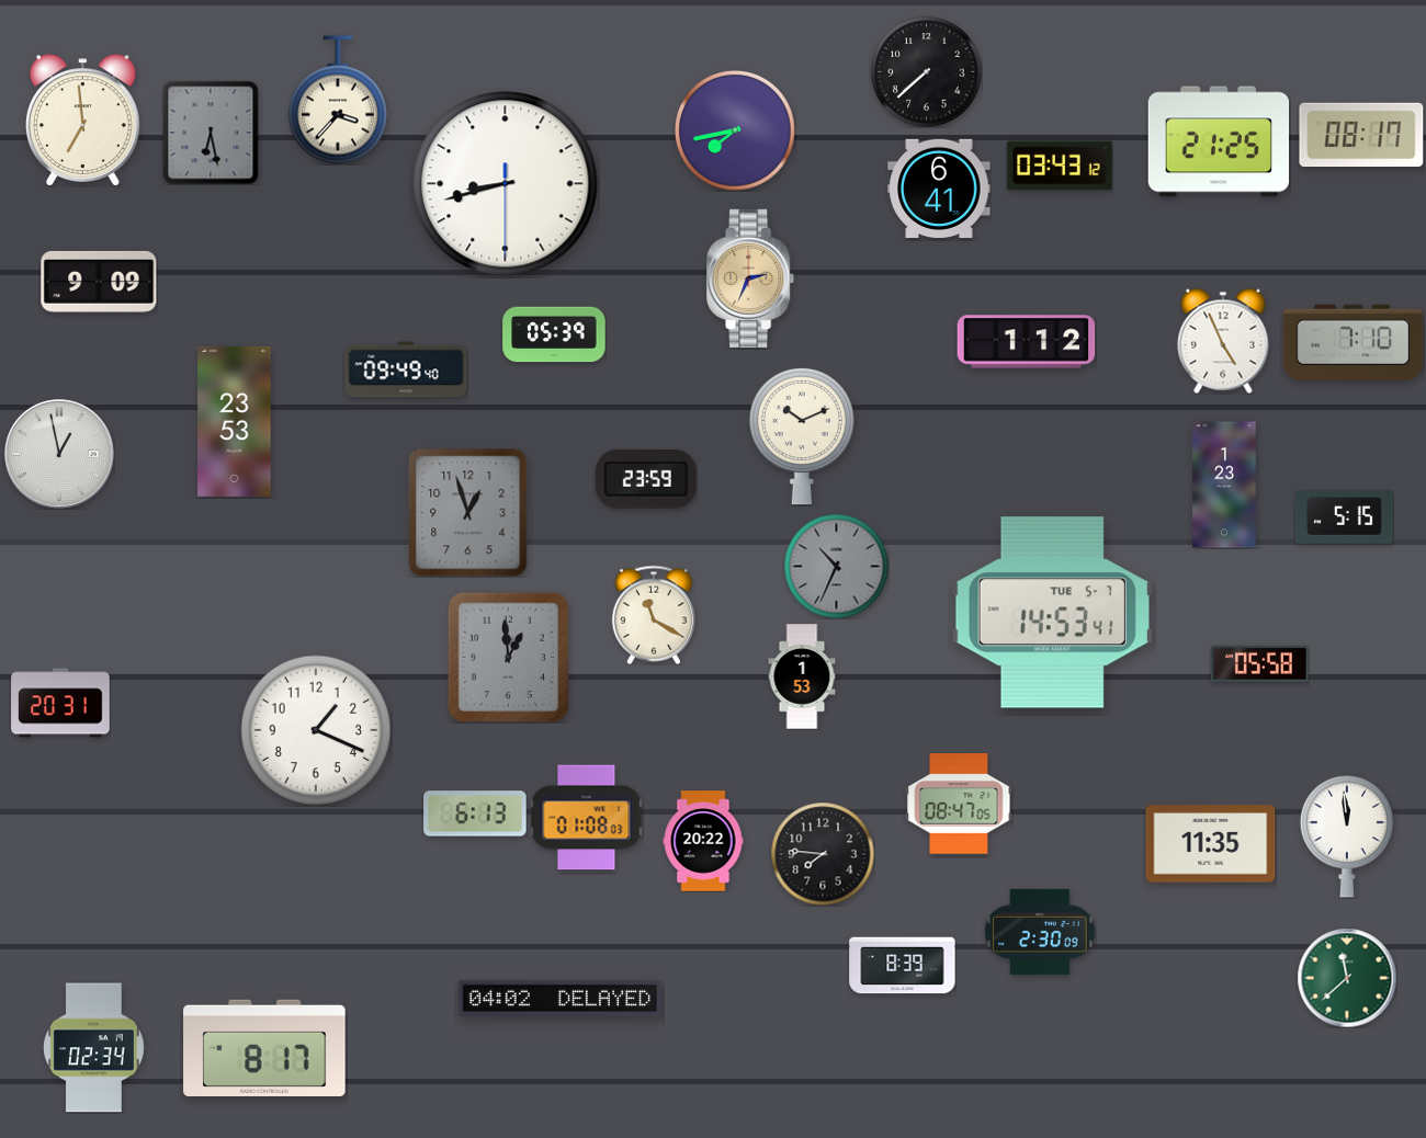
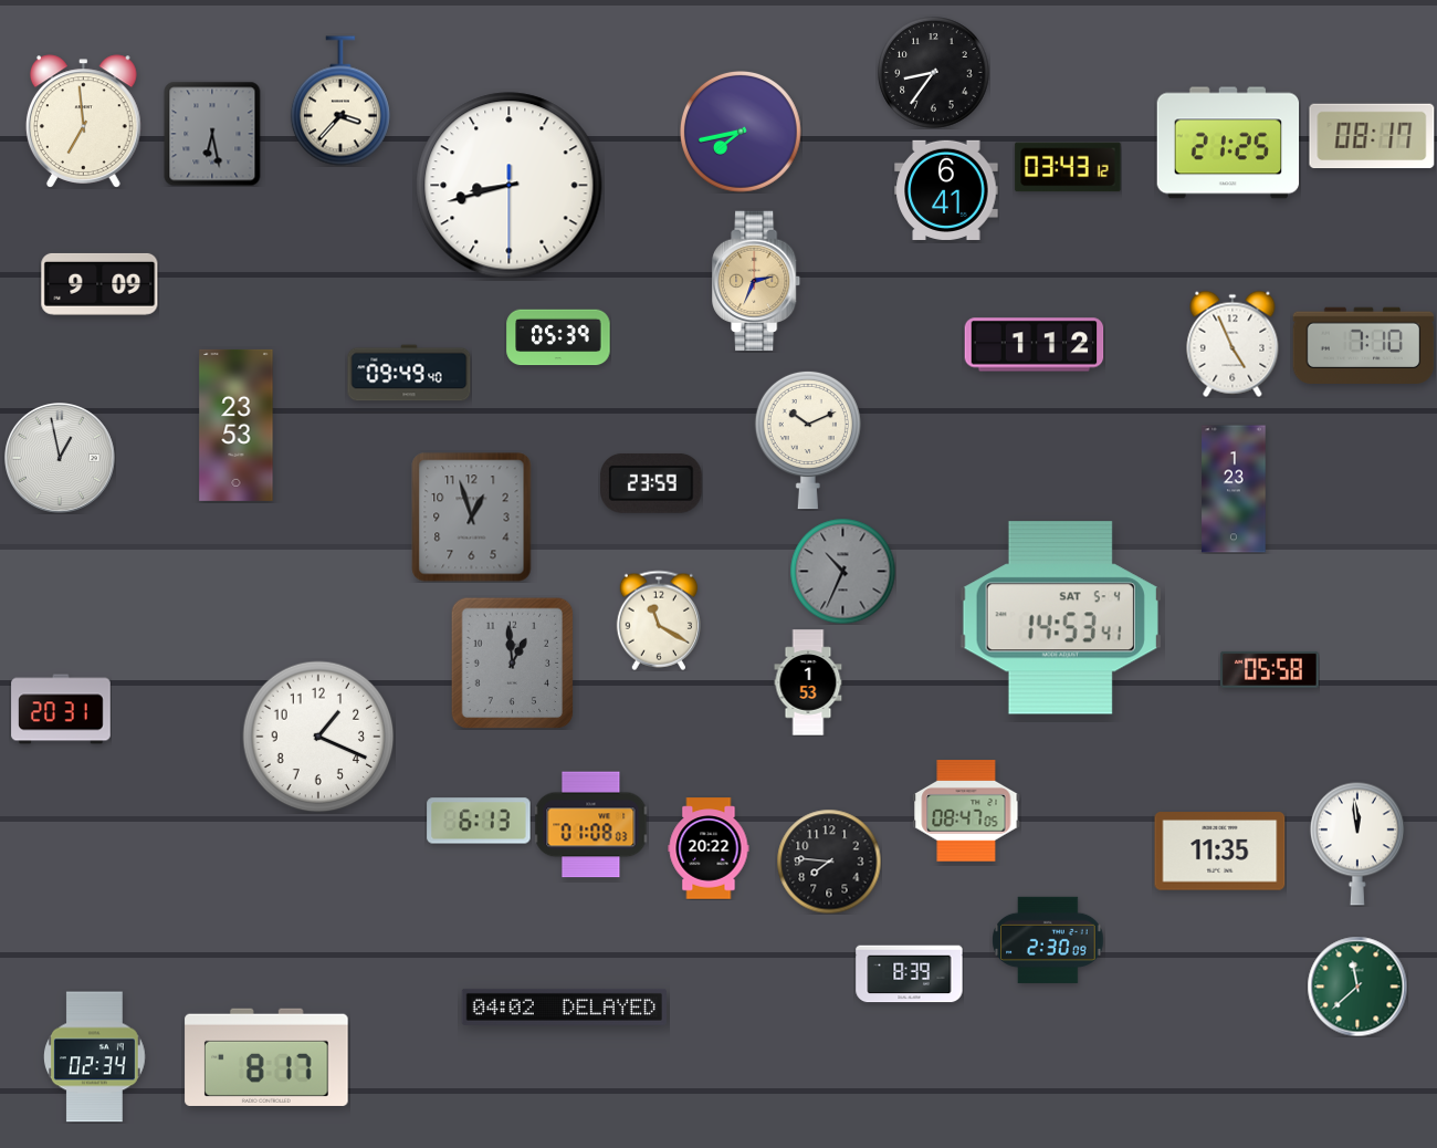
clock at (927, 72): 7:38 -> 8:36
clock at (1345, 517): 5:15 -> none
clock at (1052, 613) date: TUE 5-7 -> SAT 5-4
